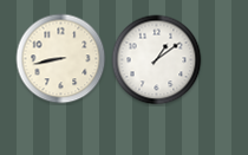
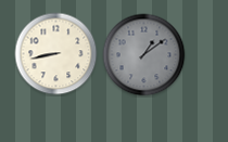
clock at (157, 60) dial: white -> grey
